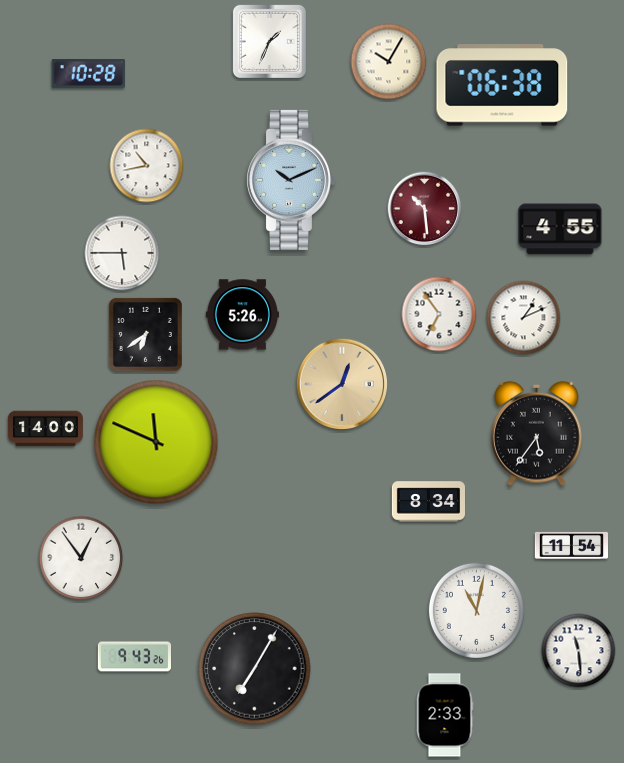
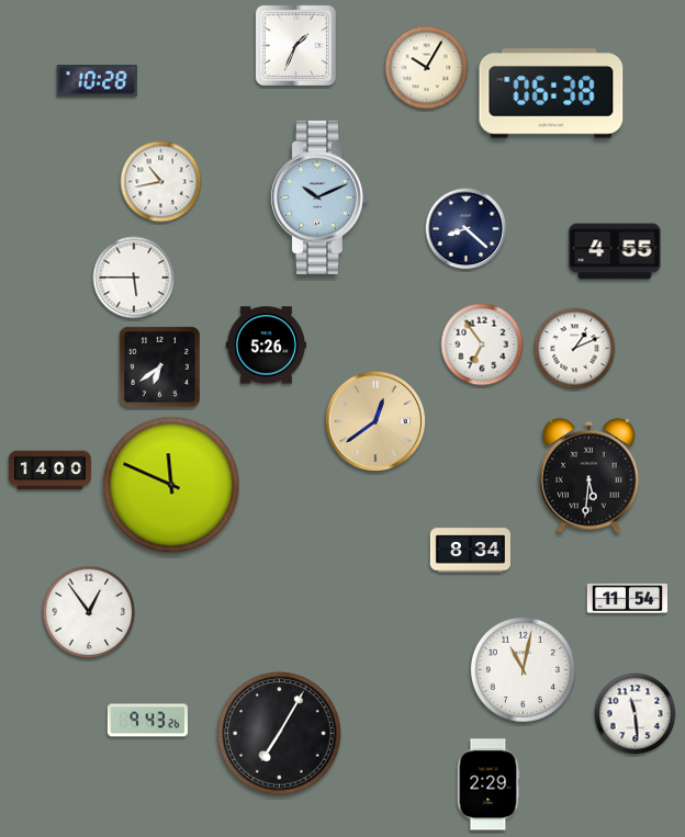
clock at (425, 209): 10:29 -> 8:22
clock at (425, 209) dial: burgundy -> navy
clock at (537, 433): 5:36 -> 5:31
clock at (445, 715): 2:33 -> 2:29
